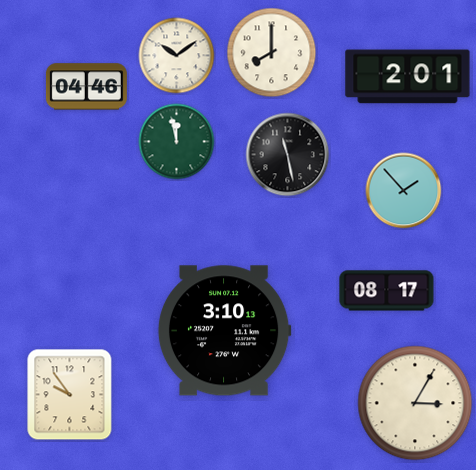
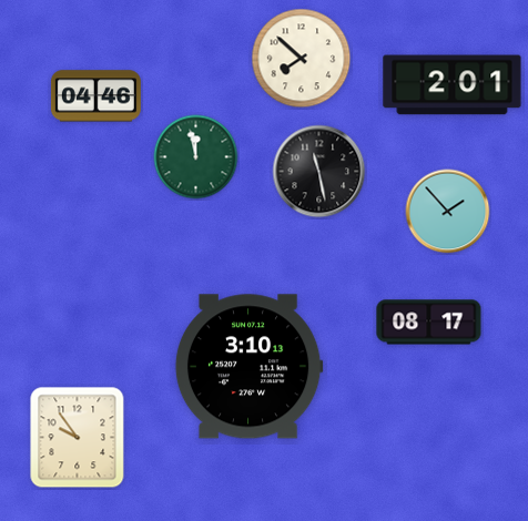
clock at (272, 53): 8:00 -> 7:52
clock at (177, 56): 10:09 -> none
clock at (415, 403): 3:05 -> none
